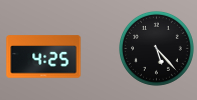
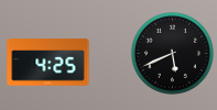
clock at (156, 48): 5:23 -> 5:41
